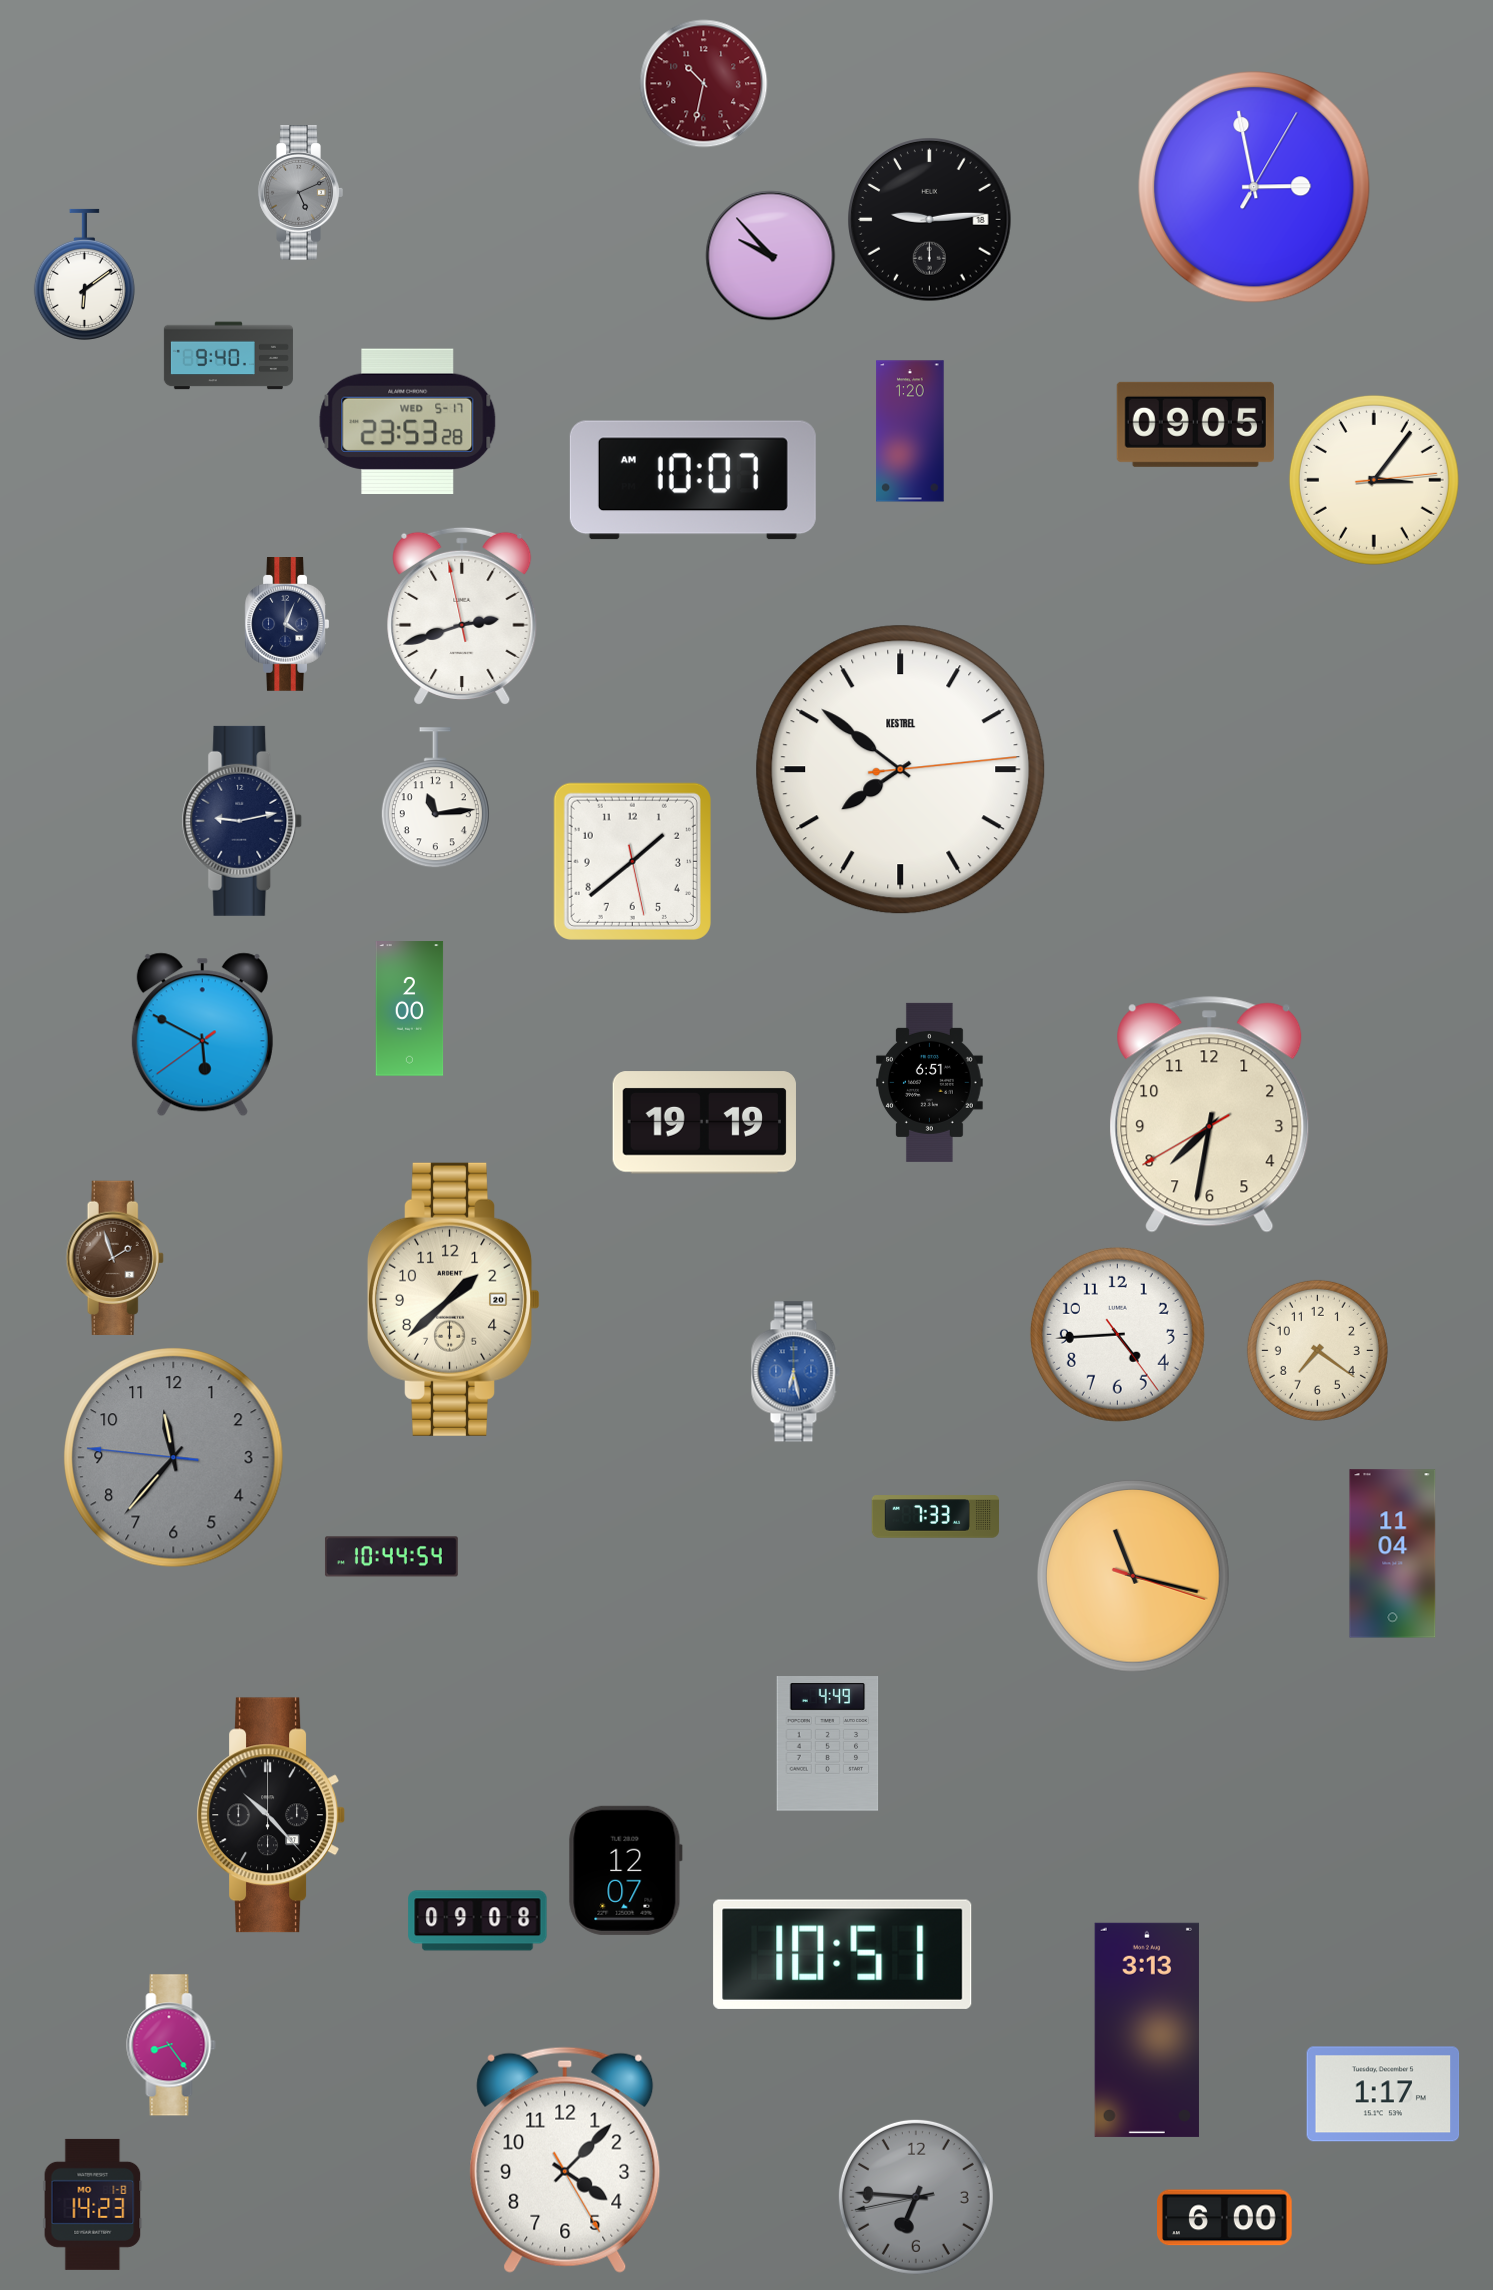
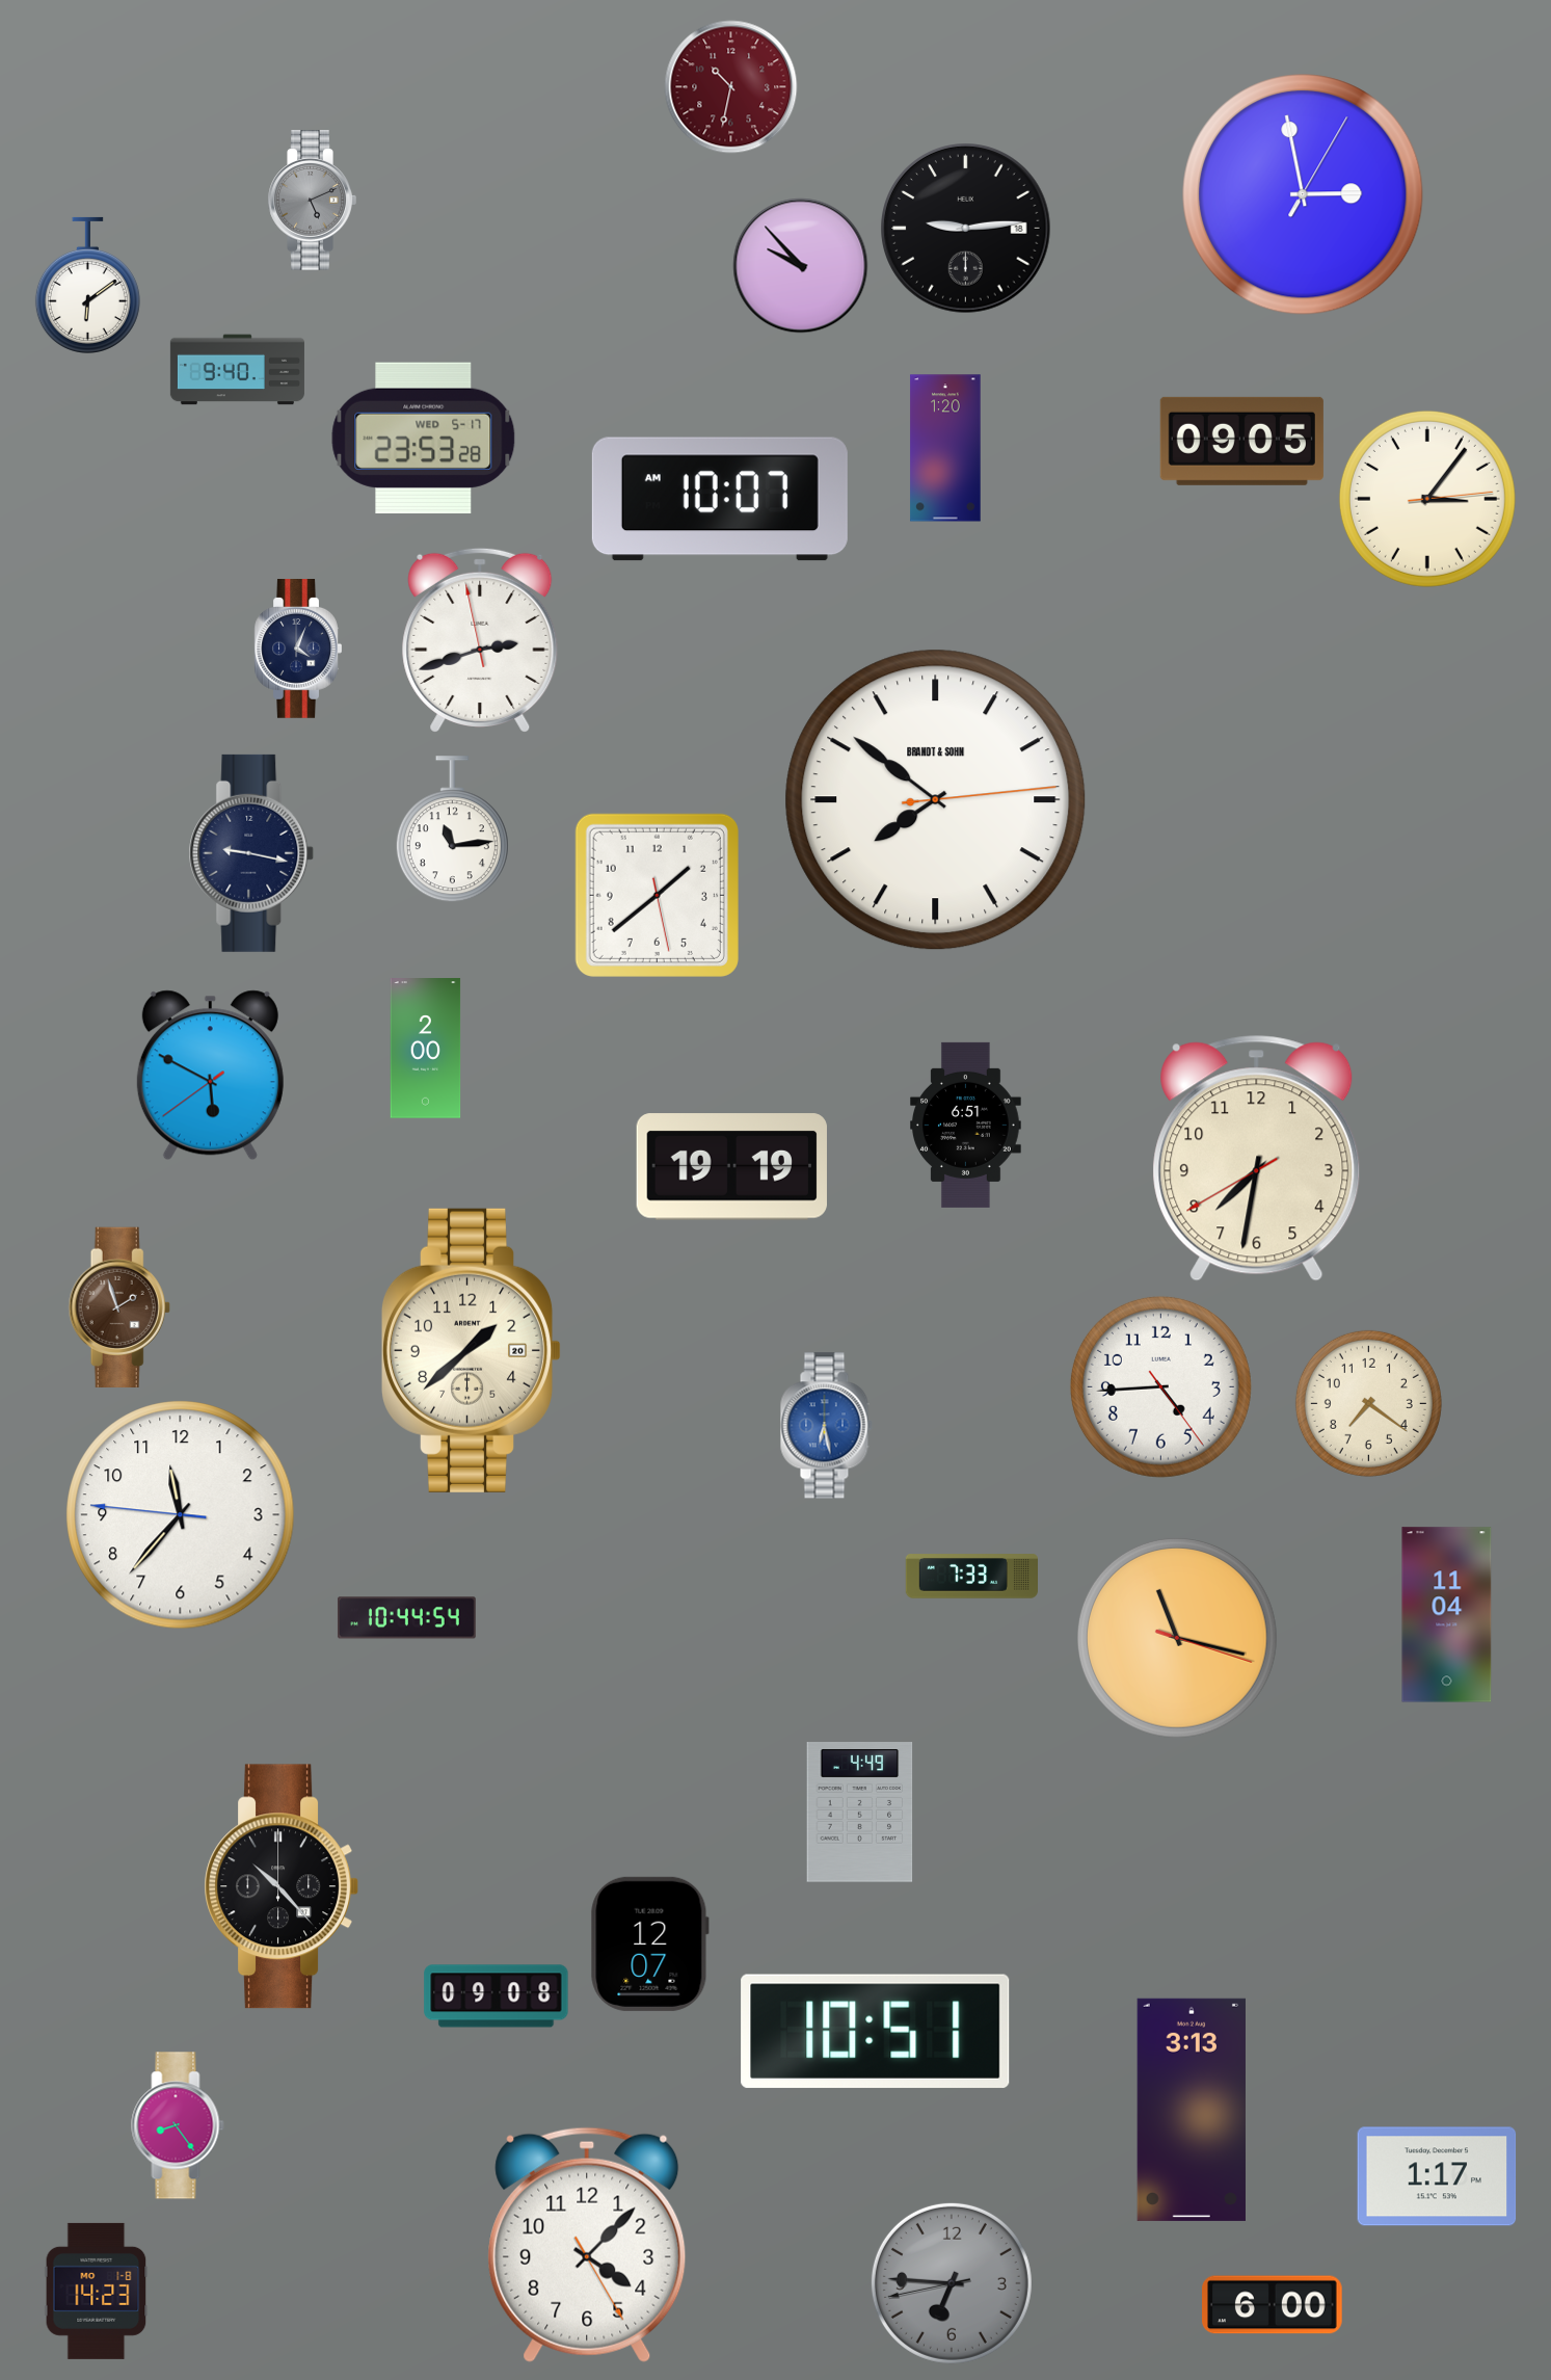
clock at (901, 770) brand: KESTREL -> BRANDT & SOHN
clock at (242, 821): 9:13 -> 9:17
clock at (174, 1458) dial: grey -> white
